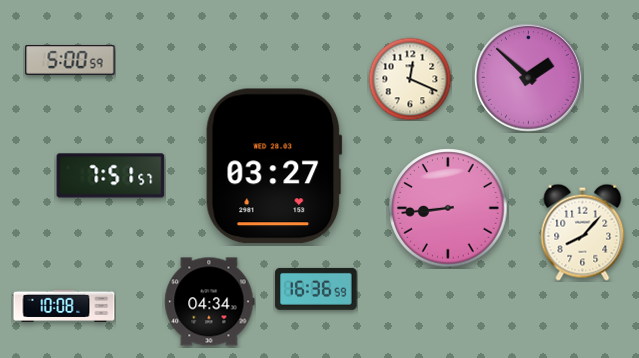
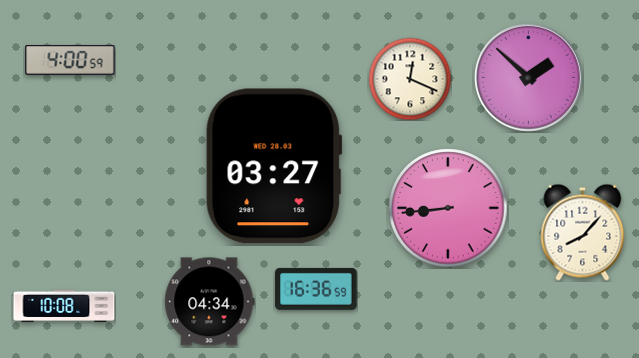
clock at (70, 61): 5:00 -> 4:00
clock at (111, 176): 7:51 -> none
